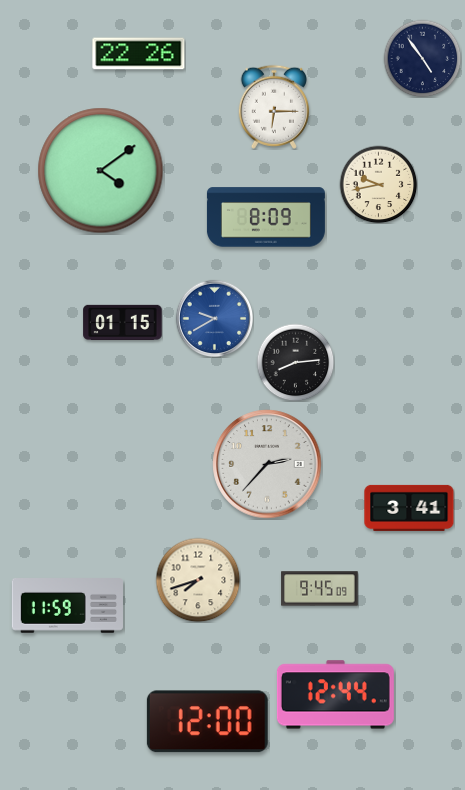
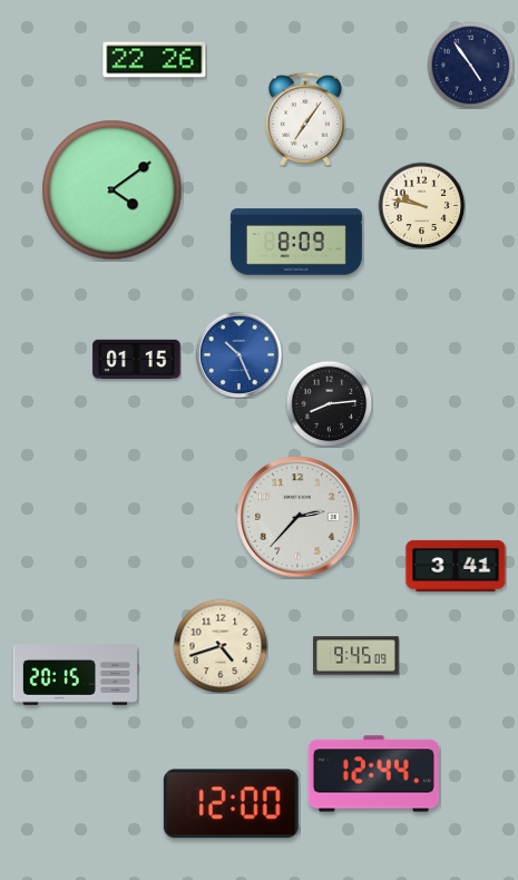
clock at (274, 107): 6:15 -> 7:06
clock at (378, 184): 9:43 -> 9:47
clock at (214, 318): 9:40 -> 10:26
clock at (198, 580): 7:42 -> 4:42
clock at (67, 606): 11:59 -> 20:15
